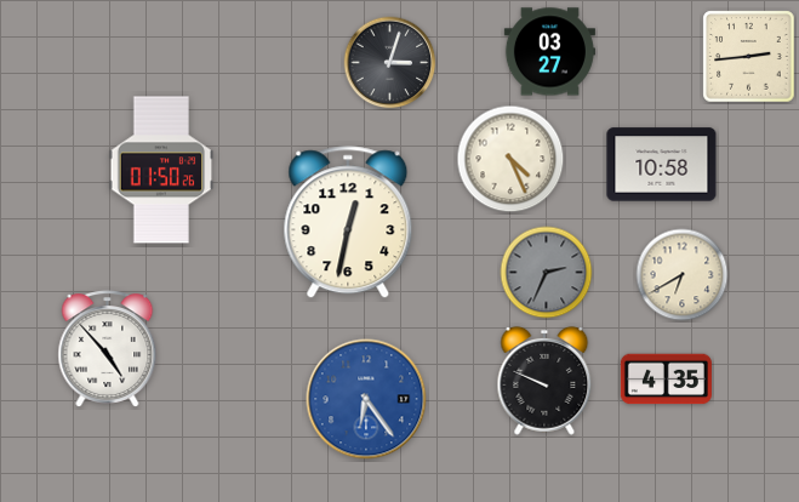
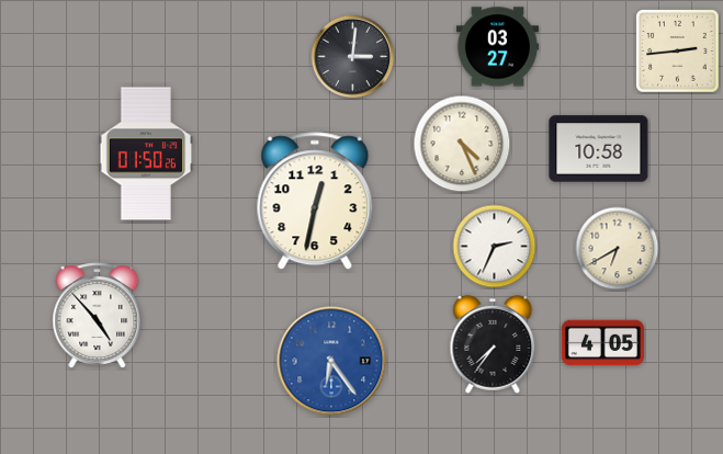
clock at (390, 63): 3:03 -> 3:01
clock at (547, 273) dial: grey -> white
clock at (666, 380): 4:35 -> 4:05
clock at (544, 381): 9:49 -> 7:36
